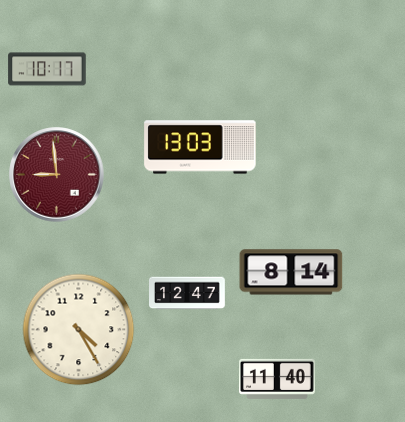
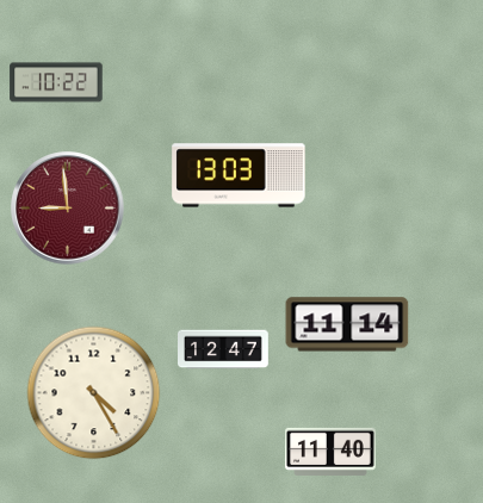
clock at (47, 69): 10:17 -> 10:22
clock at (291, 272): 8:14 -> 11:14
